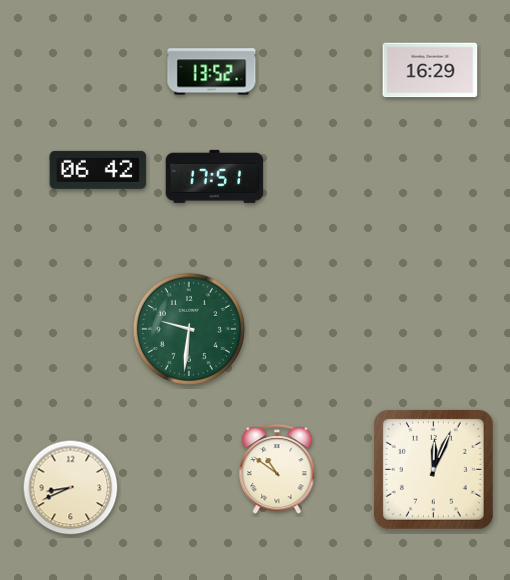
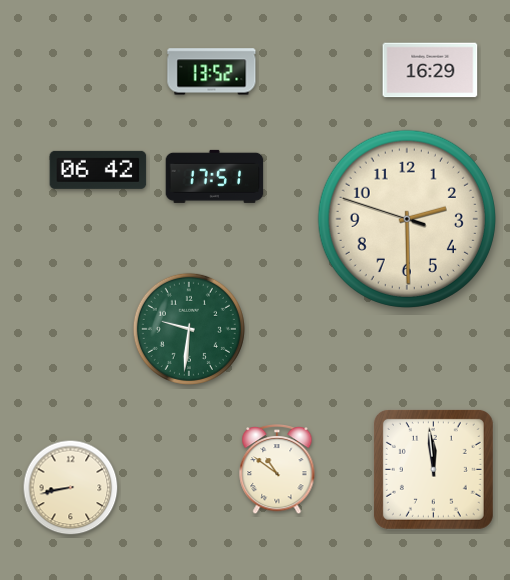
clock at (407, 219): none -> 2:29
clock at (433, 469): 12:04 -> 11:59
clock at (71, 488): 8:41 -> 8:43
